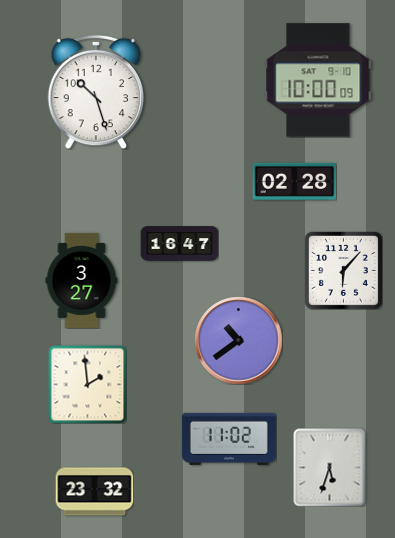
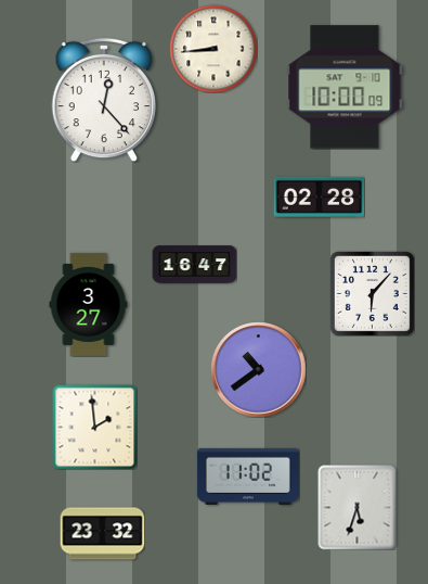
clock at (213, 49): none -> 8:44
clock at (95, 92): 10:27 -> 12:23
clock at (87, 384) position: (87, 384) -> (94, 427)
